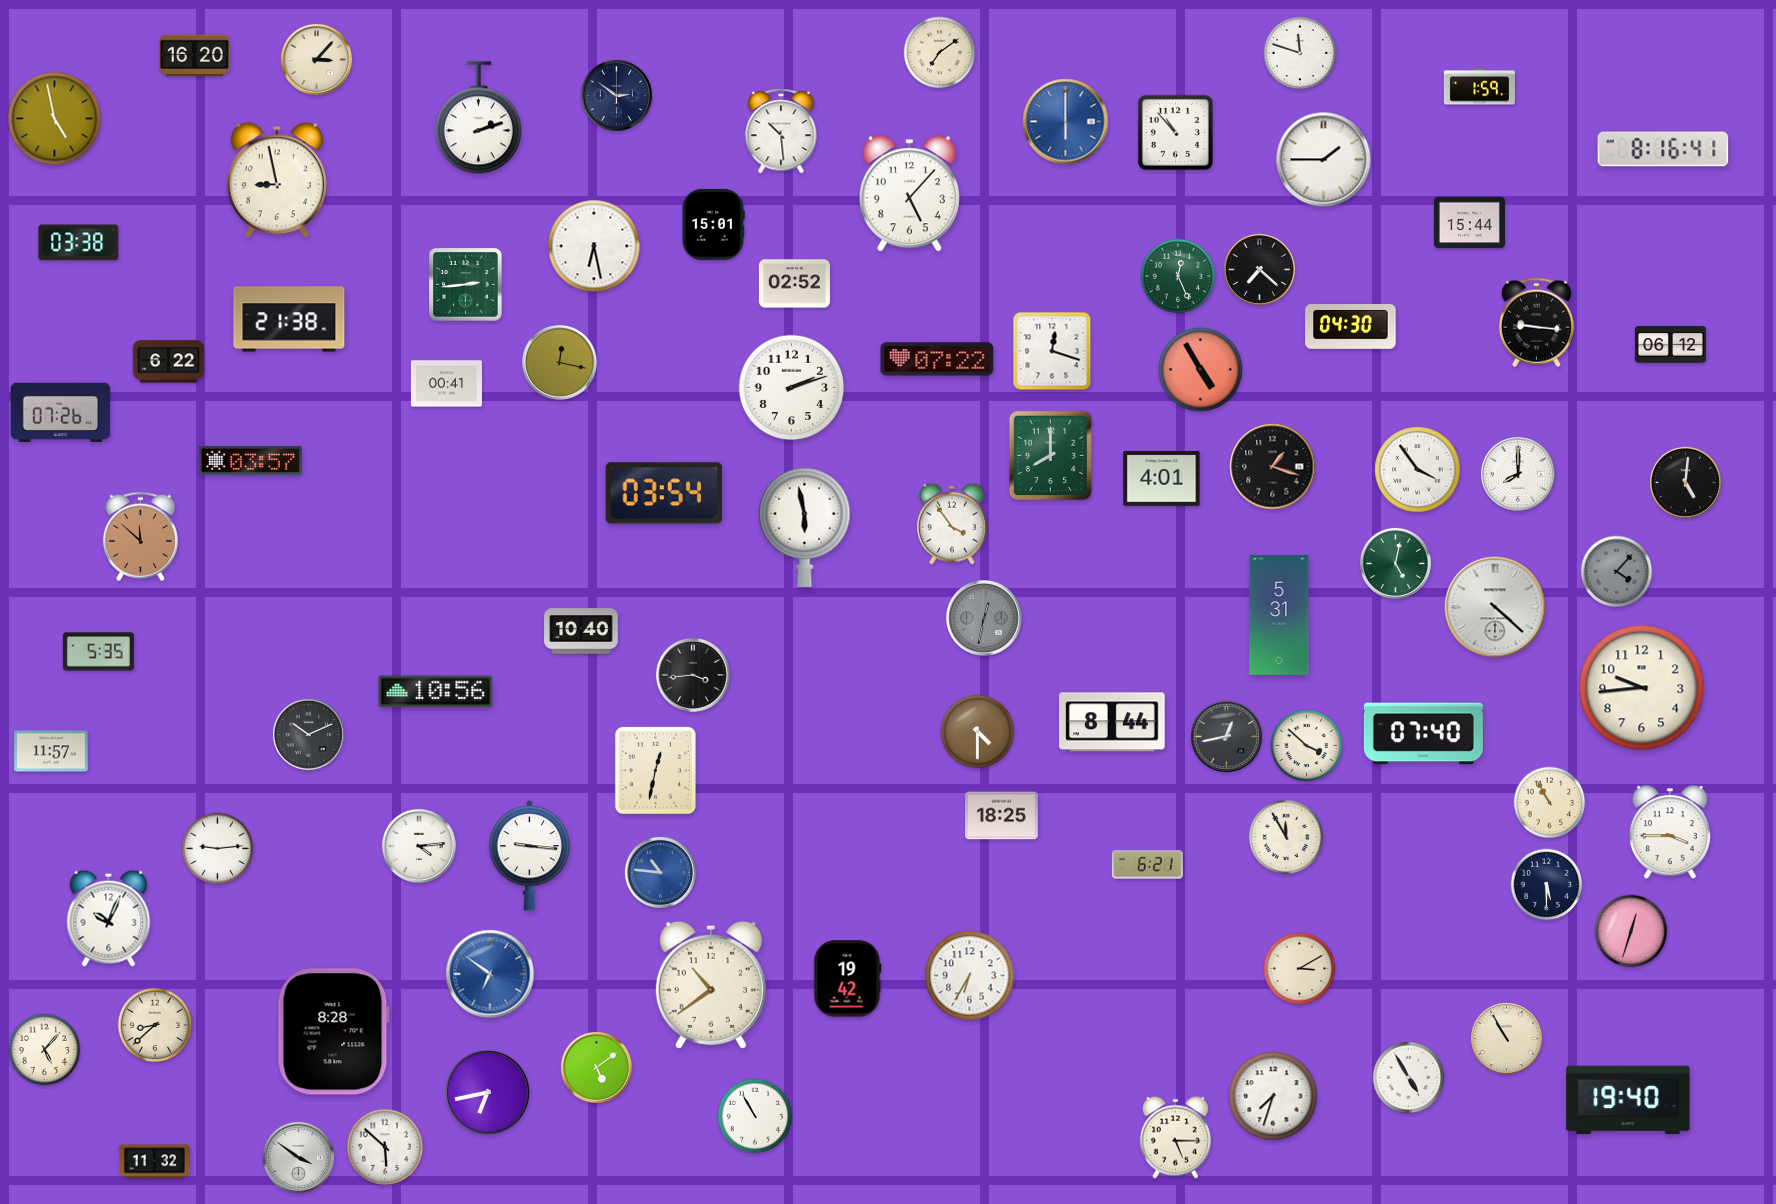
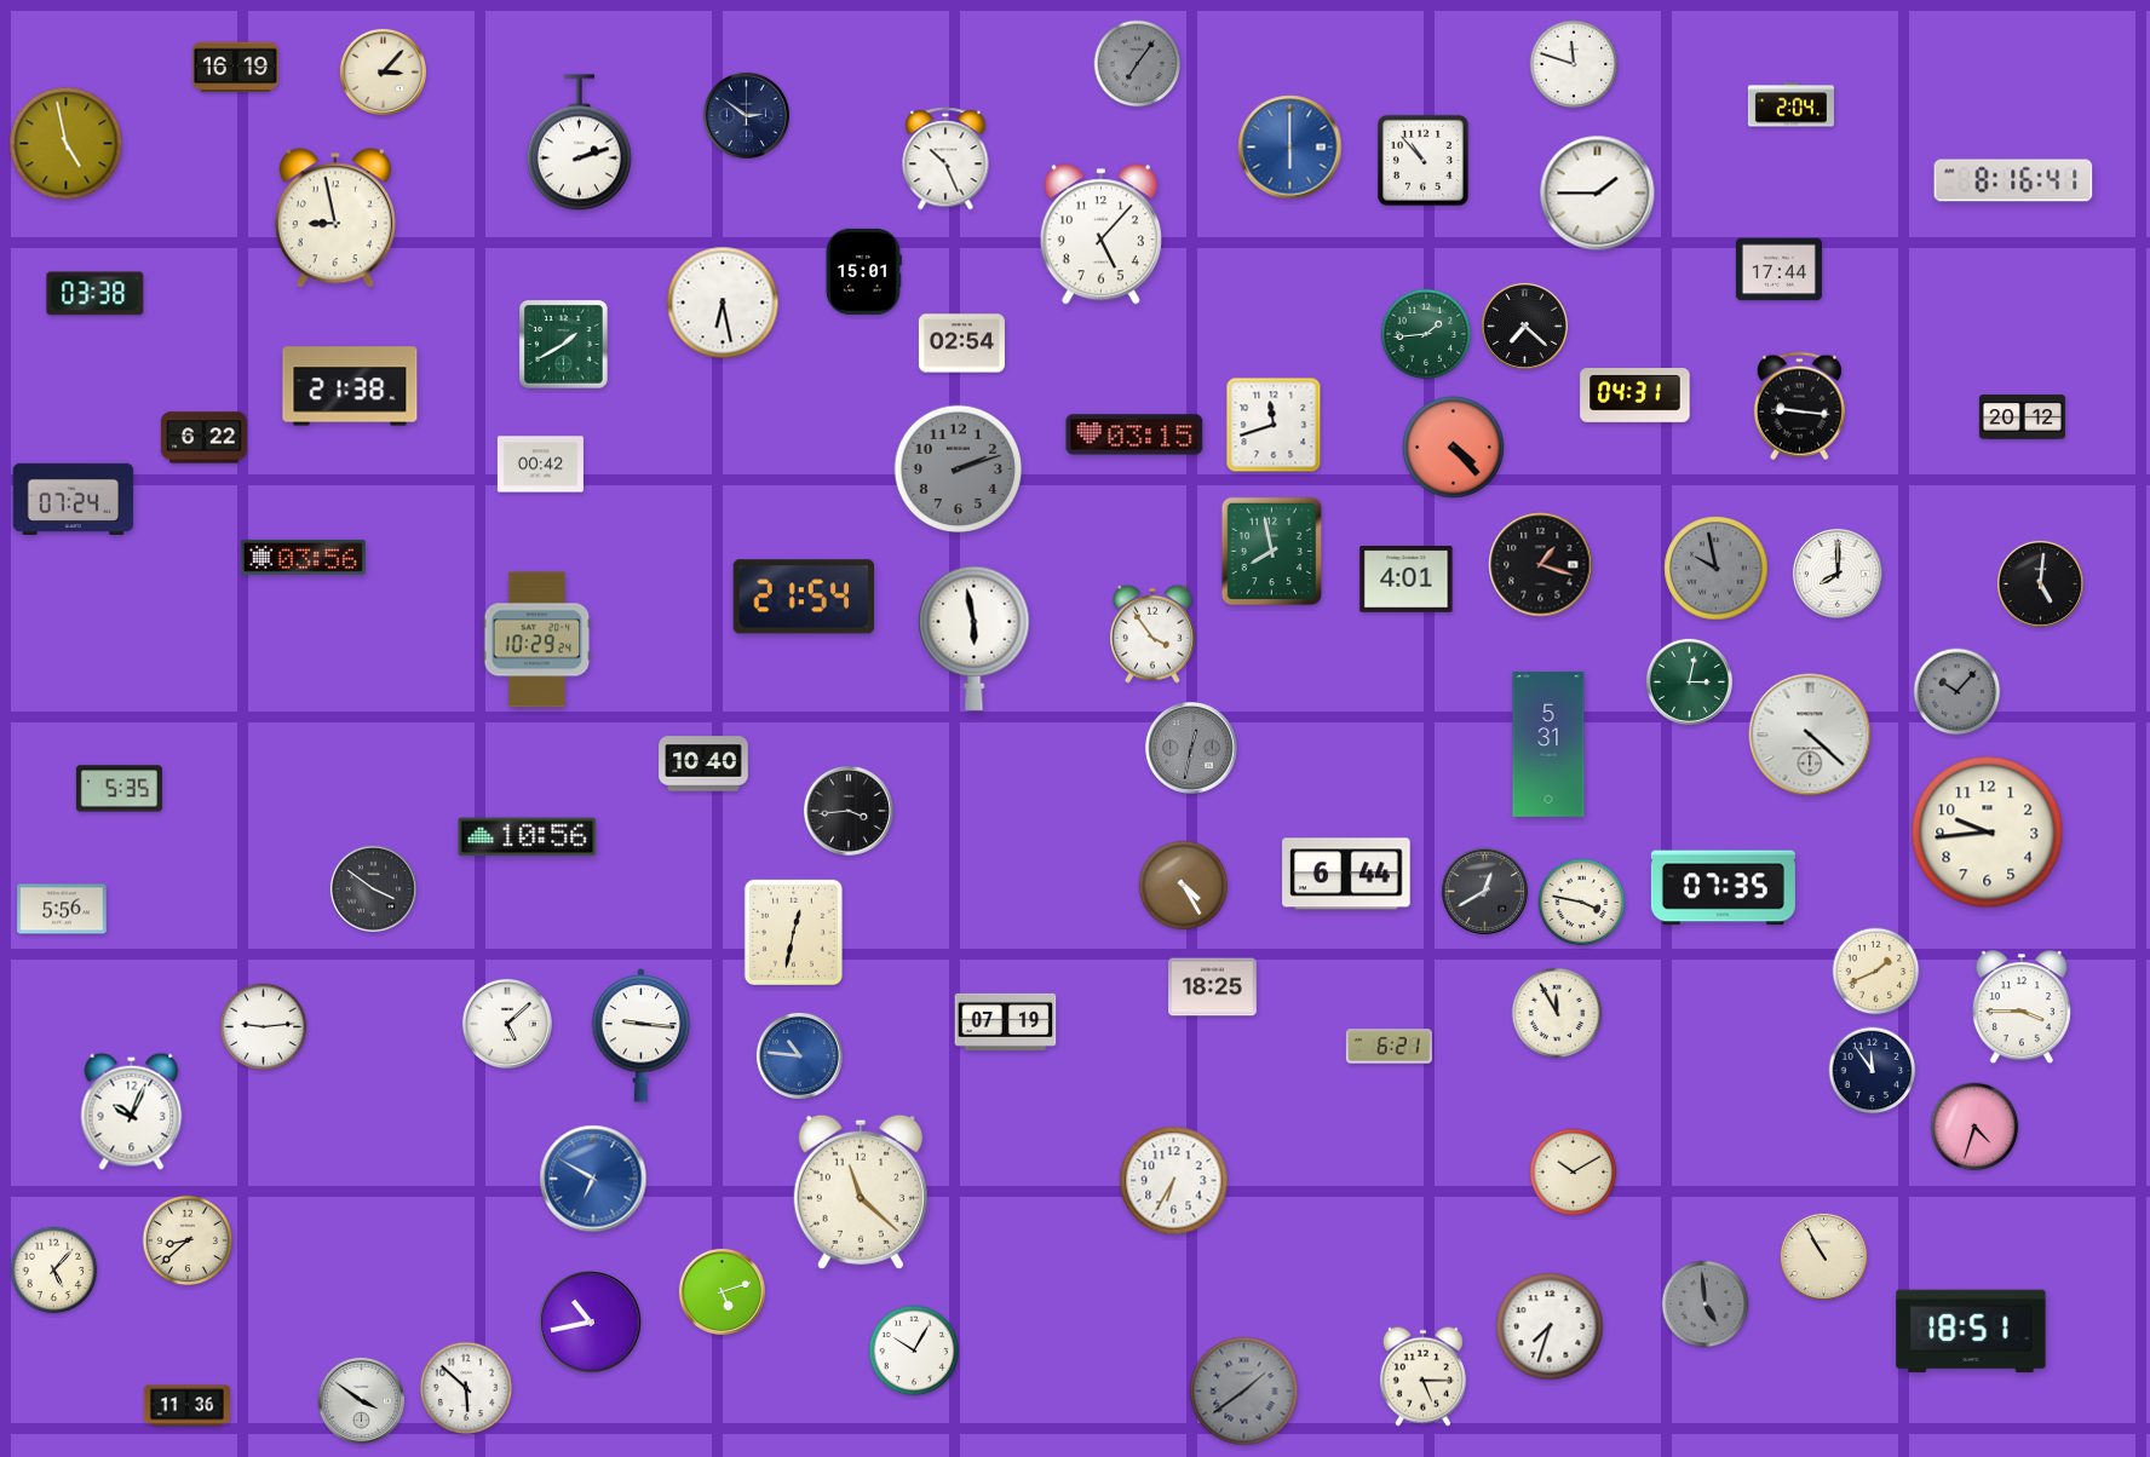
clock at (940, 53): 7:09 -> 7:06
clock at (940, 53) dial: cream -> grey
clock at (194, 56): 16:20 -> 16:19
clock at (1479, 87): 1:59 -> 2:04
clock at (781, 131): 10:29 -> 10:26
clock at (1324, 160) position: (1324, 160) -> (1598, 194)
clock at (1469, 223): 15:44 -> 17:44
clock at (594, 246) position: (594, 246) -> (723, 303)
clock at (1178, 276): 12:26 -> 1:44
clock at (794, 284): 02:52 -> 02:54
clock at (466, 285): 2:44 -> 1:40
clock at (1536, 323) position: (1536, 323) -> (1799, 407)
clock at (1351, 327): 04:30 -> 04:31
clock at (1670, 345): 06:12 -> 20:12
clock at (1052, 351): 12:18 -> 11:42
clock at (937, 359): 07:22 -> 03:15
clock at (559, 362): 12:17 -> none
clock at (1201, 370): 4:55 -> 4:23
clock at (446, 384): 00:41 -> 00:42
clock at (792, 388) dial: white -> grey
clock at (61, 412): 07:26 -> 07:24
clock at (1051, 456): 8:00 -> 7:58
clock at (250, 460): 03:57 -> 03:56
clock at (1418, 470): 3:54 -> 9:58
clock at (1418, 470) dial: white -> grey
clock at (663, 493): 03:54 -> 21:54
clock at (537, 640): none -> 10:29
clock at (140, 537): 11:52 -> none
clock at (1395, 563): 5:02 -> 3:02
clock at (1617, 572): 4:07 -> 10:07
clock at (693, 675) position: (693, 675) -> (849, 811)
clock at (1112, 722): 8:44 -> 6:44
clock at (978, 732): 4:30 -> 4:25
clock at (308, 734): 10:11 -> 3:51
clock at (1423, 734): 07:40 -> 07:35
clock at (1226, 736): 12:43 -> 12:40
clock at (1307, 746): 3:52 -> 3:47
clock at (51, 751): 11:57 -> 5:56
clock at (1550, 803): 10:55 -> 1:41
clock at (1006, 1021): none -> 07:19
clock at (419, 846): 4:14 -> 5:08
clock at (1547, 885): 5:30 -> 11:54
clock at (1631, 931): 12:33 -> 4:33
clock at (1300, 969): 3:10 -> 10:10
clock at (490, 974): 6:51 -> 6:50
clock at (848, 979): 19:42 -> none
clock at (711, 985): 10:39 -> 11:22
clock at (333, 1032): 8:28 -> none
clock at (596, 1067): 5:09 -> 5:12
clock at (1409, 1078): 4:55 -> 4:59
clock at (1409, 1078) dial: white -> grey
clock at (488, 1093): 6:43 -> 10:43
clock at (1273, 1096) position: (1273, 1096) -> (1550, 1326)
clock at (1628, 1100): 19:40 -> 18:51
clock at (755, 1116): 10:55 -> 10:05
clock at (1244, 1392): none -> 1:39
clock at (154, 1162): 11:32 -> 11:36
